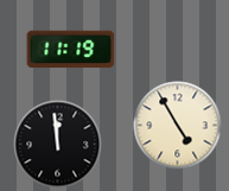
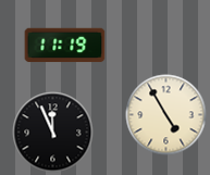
clock at (178, 126) position: (178, 126) -> (166, 115)
clock at (58, 145): 11:59 -> 11:56
